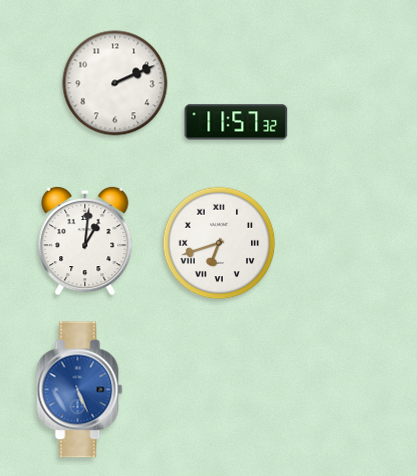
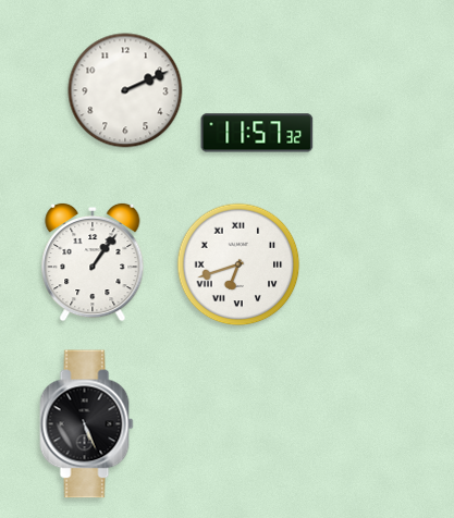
clock at (85, 241): 1:01 -> 1:06
clock at (80, 390) dial: blue -> black
